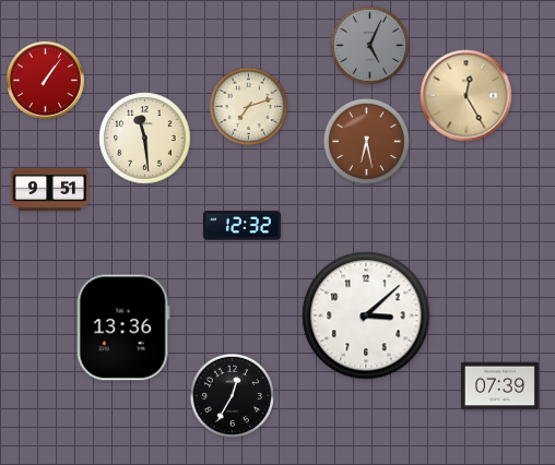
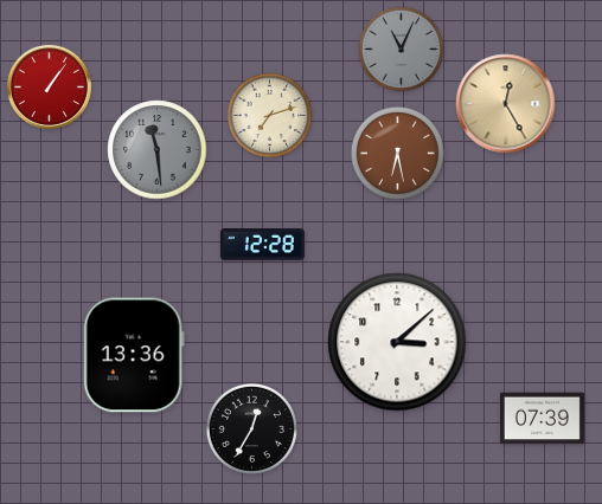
clock at (370, 46): 5:04 -> 11:04
clock at (145, 139) dial: cream -> grey
clock at (49, 189): 9:51 -> none
clock at (241, 226): 12:32 -> 12:28
